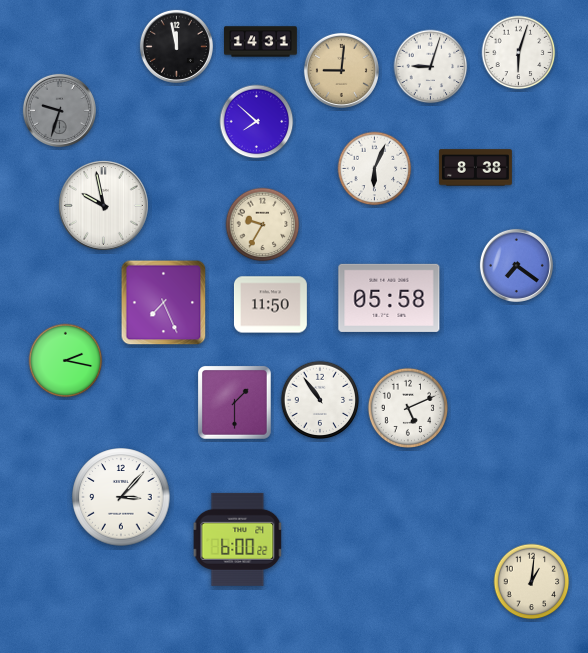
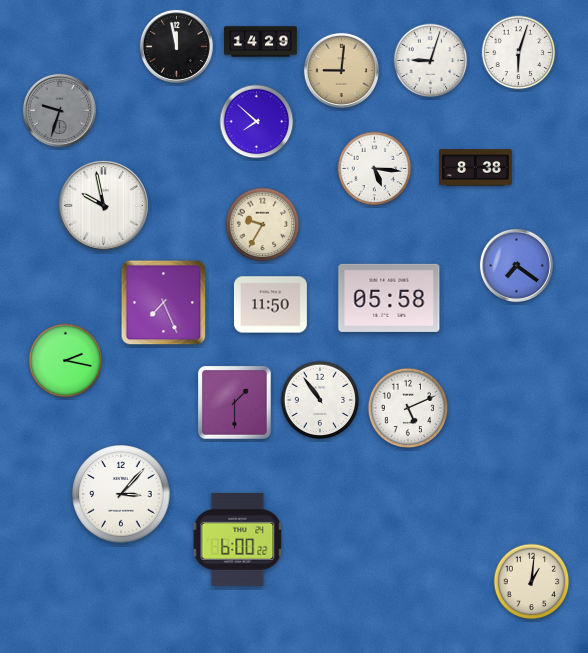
clock at (261, 42): 14:31 -> 14:29
clock at (431, 67) position: (431, 67) -> (431, 61)
clock at (375, 169): 6:04 -> 5:16
clock at (121, 497) position: (121, 497) -> (121, 494)
